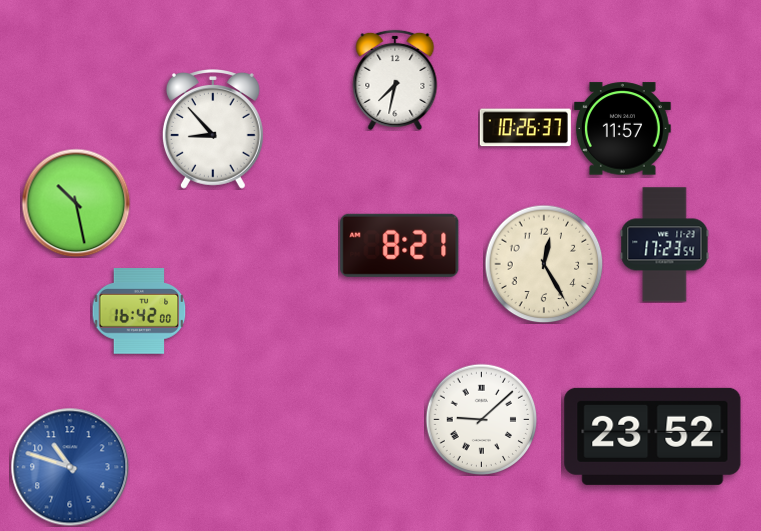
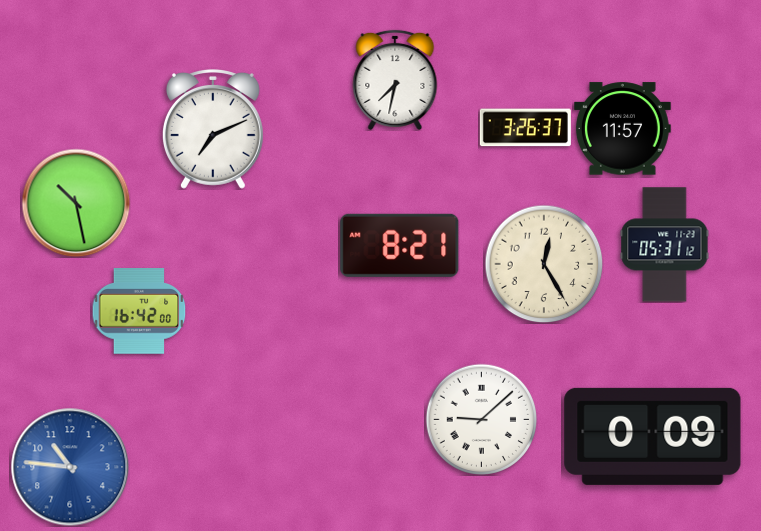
clock at (525, 128): 10:26 -> 3:26
clock at (213, 130): 8:53 -> 7:11
clock at (665, 245): 17:23 -> 05:31
clock at (653, 436): 23:52 -> 0:09
clock at (70, 467): 10:48 -> 10:46
